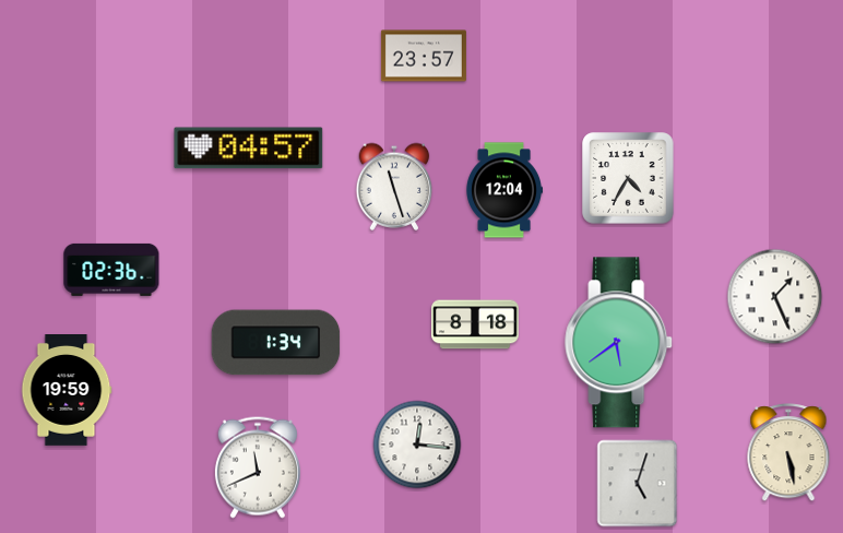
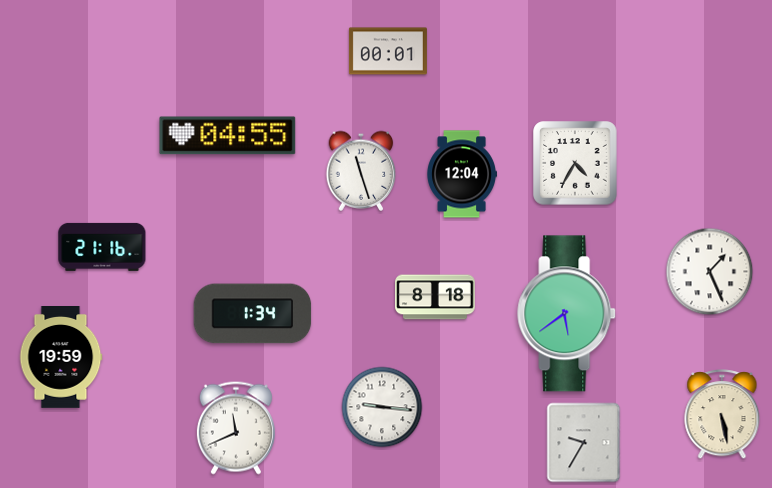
clock at (424, 56): 23:57 -> 00:01
clock at (249, 149): 04:57 -> 04:55
clock at (111, 270): 02:36 -> 21:16
clock at (417, 445): 12:16 -> 9:16
clock at (638, 484): 5:03 -> 9:35
